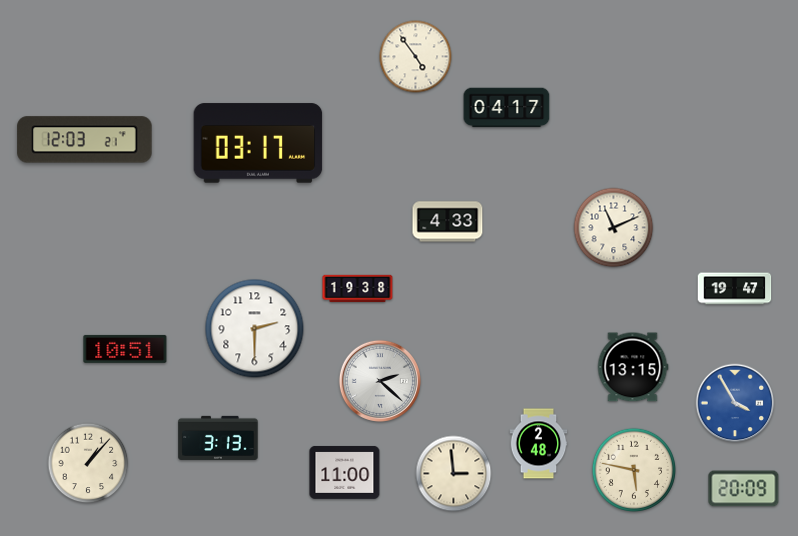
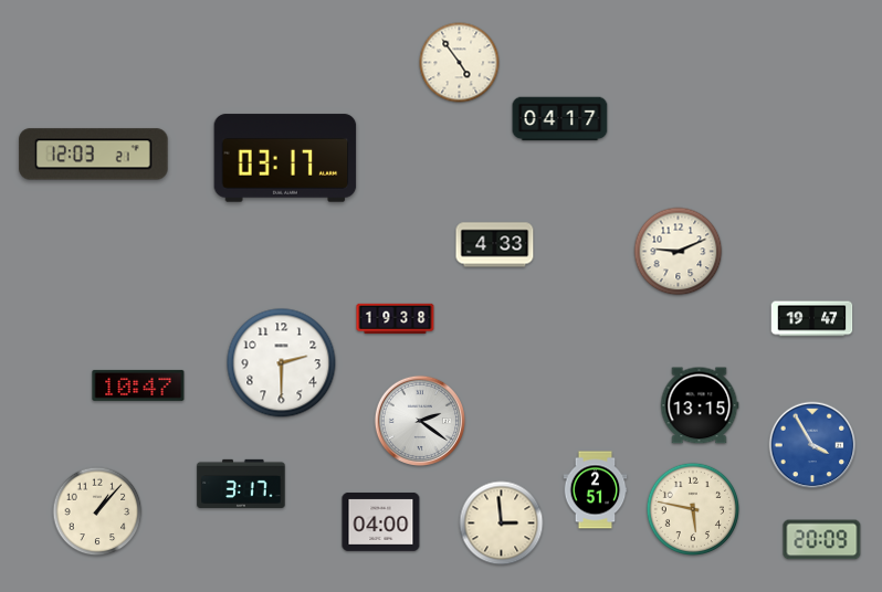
clock at (614, 228): 11:11 -> 9:11
clock at (125, 349): 10:51 -> 10:47
clock at (380, 381): 2:22 -> 2:21
clock at (218, 438): 3:13 -> 3:17
clock at (539, 444): 2:48 -> 2:51
clock at (633, 469) position: (633, 469) -> (692, 508)
clock at (345, 472): 11:00 -> 04:00
